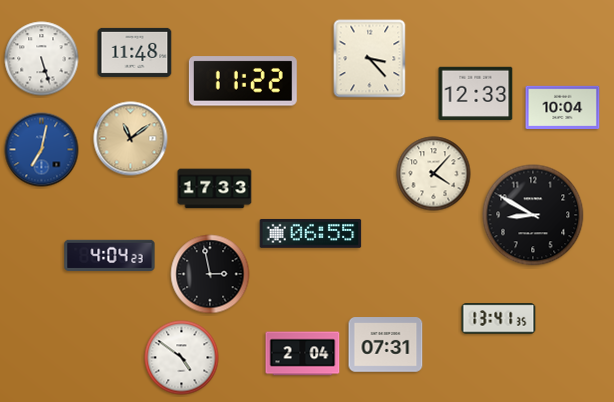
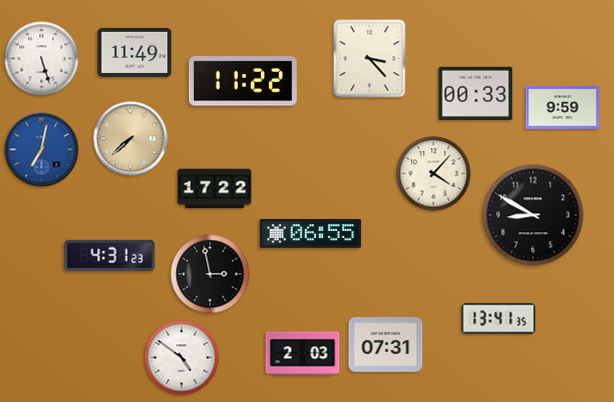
clock at (135, 52): 11:48 -> 11:49
clock at (476, 94): 12:33 -> 00:33
clock at (563, 107): 10:04 -> 9:59
clock at (131, 139): 11:09 -> 7:38
clock at (215, 189): 17:33 -> 17:22
clock at (110, 255): 4:04 -> 4:31
clock at (303, 354): 2:04 -> 2:03
